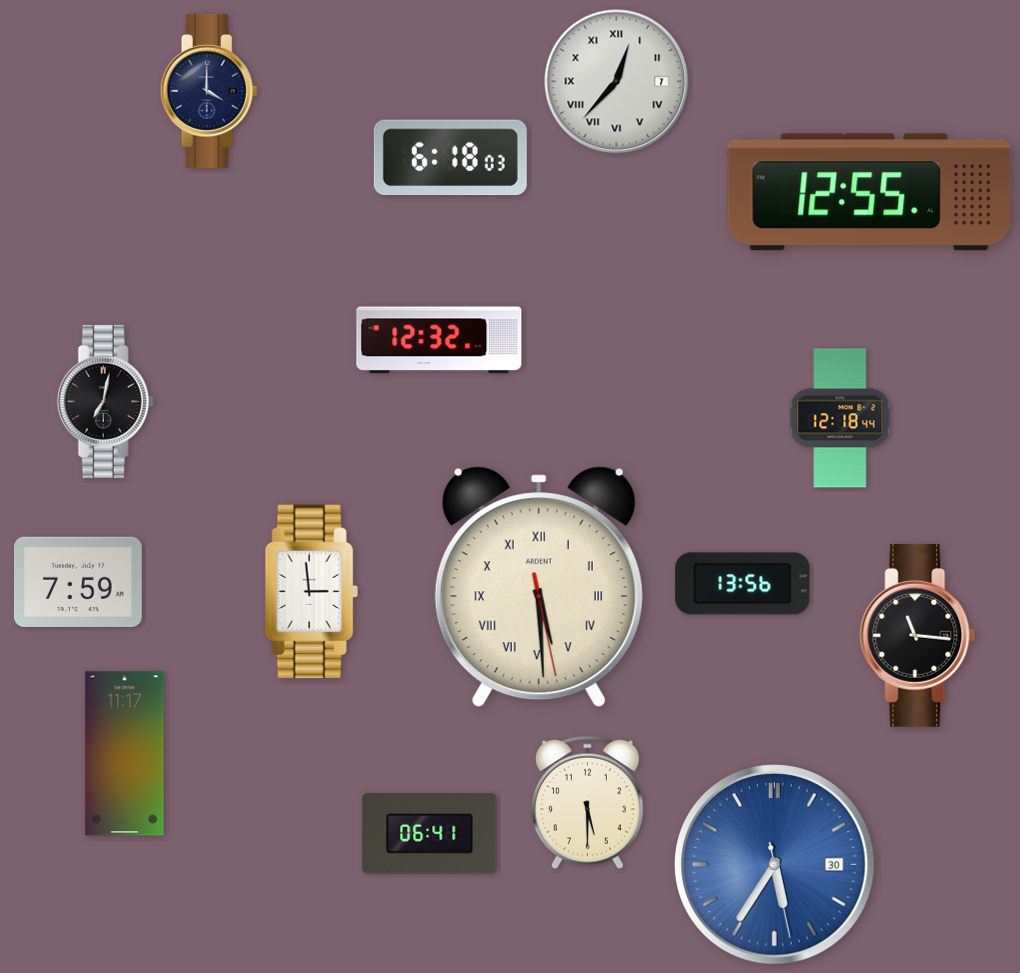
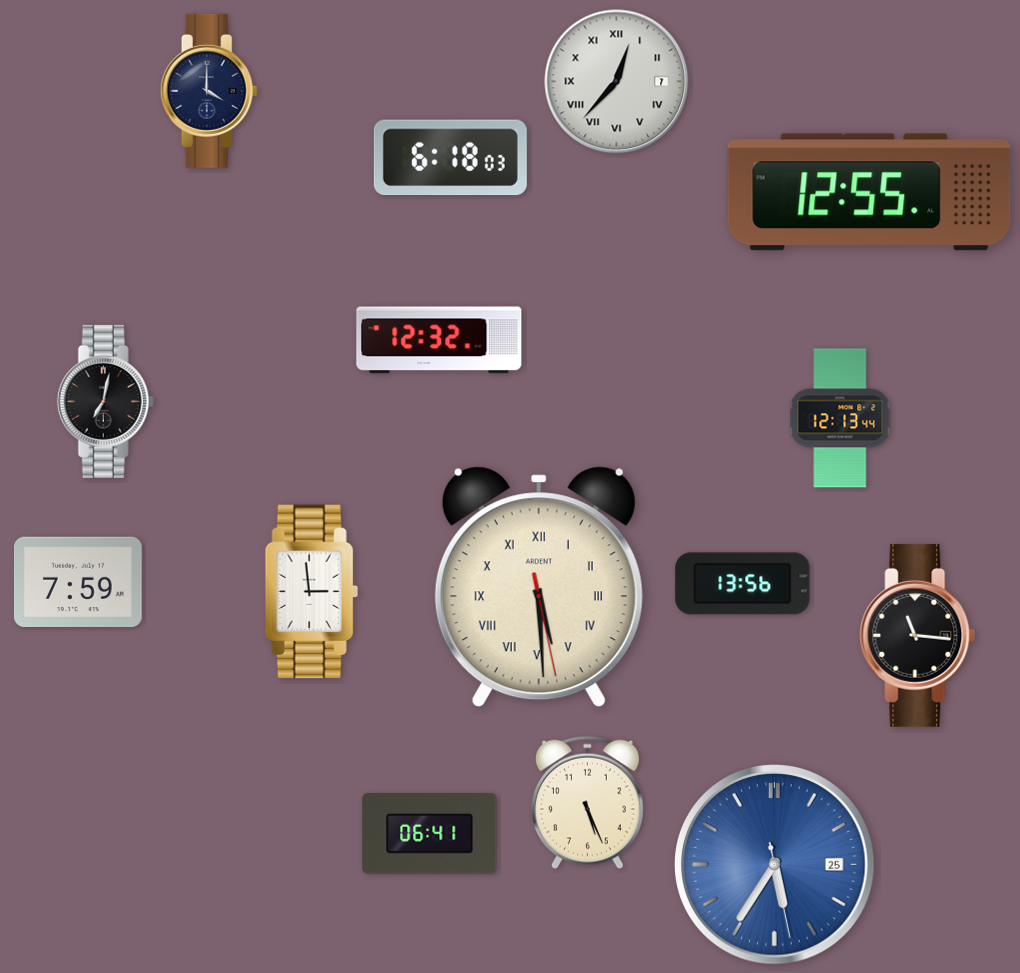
clock at (840, 418): 12:18 -> 12:13
clock at (125, 754): 11:17 -> none
clock at (587, 803): 5:30 -> 5:26
clock at (775, 865) date: 30 -> 25
